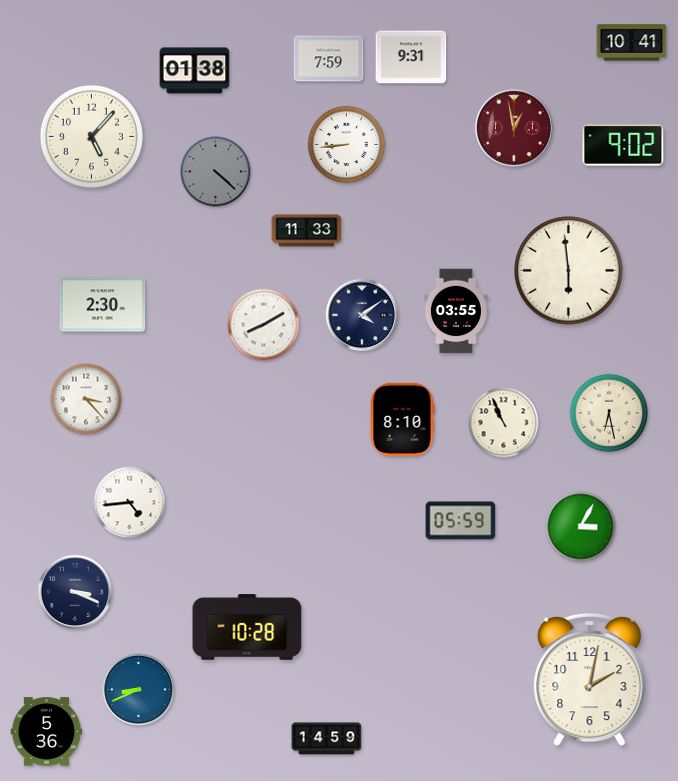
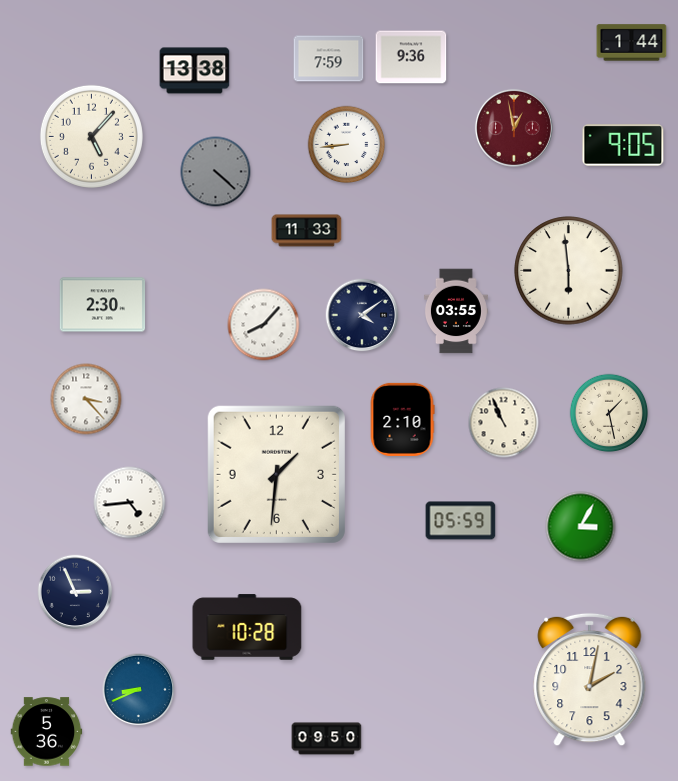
clock at (632, 43): 10:41 -> 1:44
clock at (411, 57): 9:31 -> 9:36
clock at (195, 71): 01:38 -> 13:38
clock at (623, 145): 9:02 -> 9:05
clock at (264, 325): 8:10 -> 8:07
clock at (609, 413): 6:28 -> 1:28
clock at (402, 419): 8:10 -> 2:10
clock at (276, 474): none -> 1:31
clock at (75, 592): 3:19 -> 2:56
clock at (327, 739): 14:59 -> 09:50
